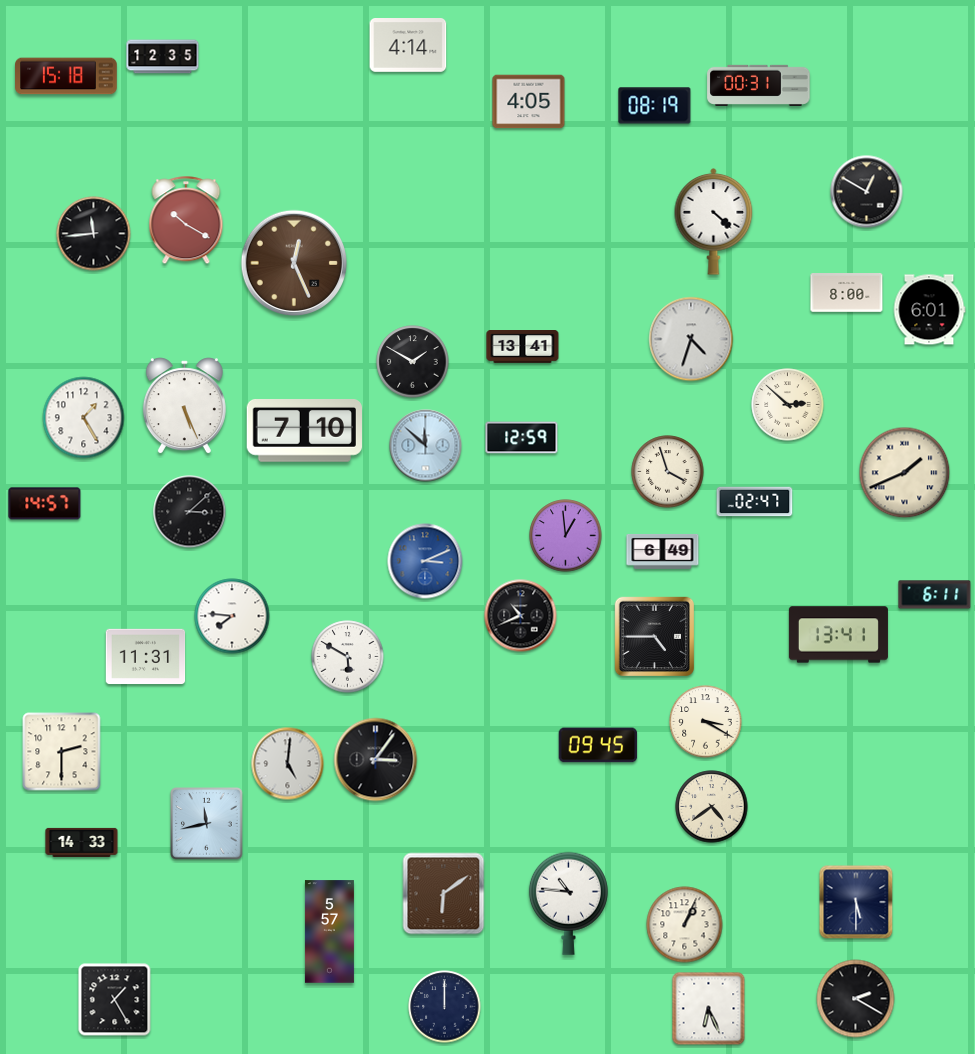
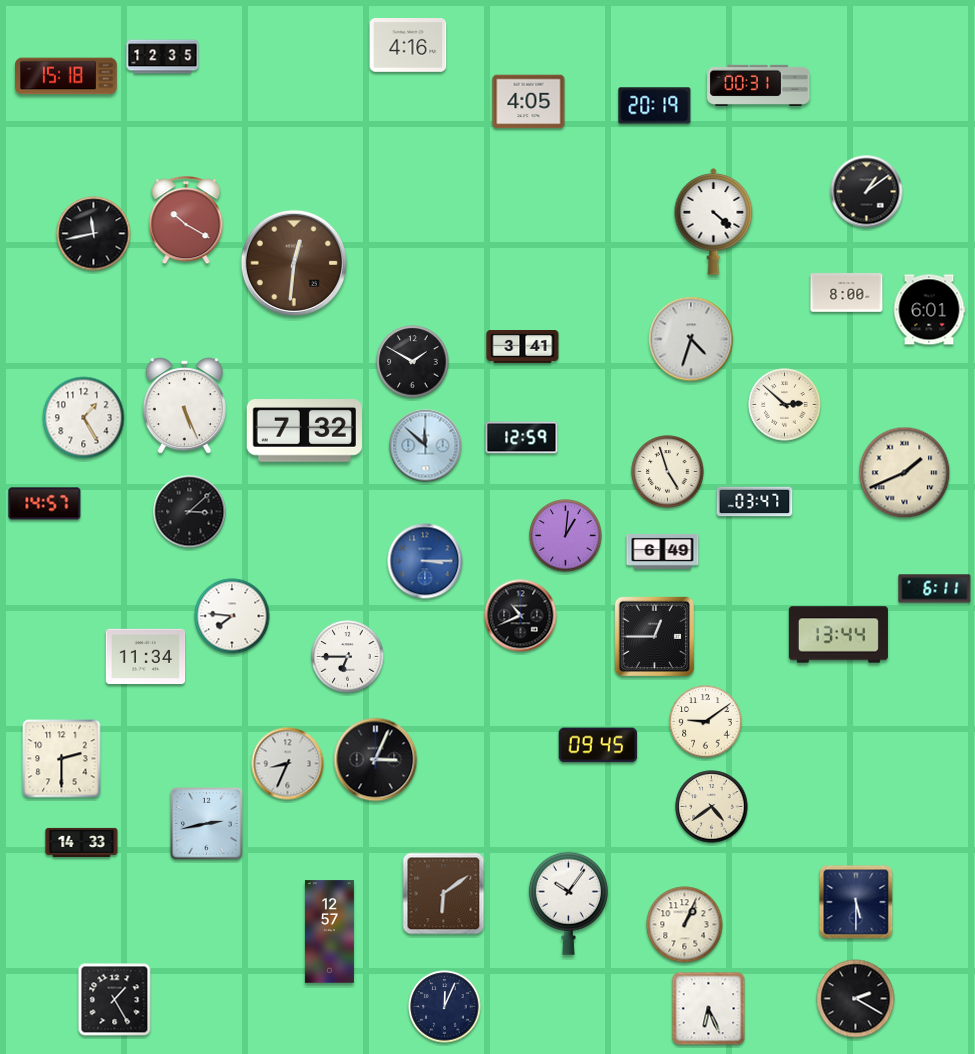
clock at (408, 46): 4:14 -> 4:16
clock at (655, 106): 08:19 -> 20:19
clock at (867, 192): 12:50 -> 1:09
clock at (94, 234): 11:44 -> 11:43
clock at (294, 263): 12:26 -> 12:31
clock at (523, 347): 13:41 -> 3:41
clock at (788, 405) position: (788, 405) -> (785, 405)
clock at (304, 431): 7:10 -> 7:32
clock at (668, 472): 3:57 -> 4:57
clock at (755, 502): 02:47 -> 03:47
clock at (566, 536): 12:59 -> 1:01
clock at (425, 561): 3:11 -> 3:15
clock at (935, 595) position: (935, 595) -> (935, 589)
clock at (838, 635): 13:41 -> 13:44
clock at (655, 637): 4:45 -> 12:45
clock at (146, 657): 11:31 -> 11:34
clock at (348, 657): 5:50 -> 6:45
clock at (706, 722): 3:20 -> 9:09
clock at (62, 752) position: (62, 752) -> (62, 759)
clock at (376, 760): 3:06 -> 3:04
clock at (288, 764): 5:01 -> 8:34
clock at (207, 824): 11:43 -> 2:43
clock at (568, 903): 10:46 -> 10:06
clock at (329, 932): 5:57 -> 12:57
clock at (445, 1007): 12:00 -> 12:04
